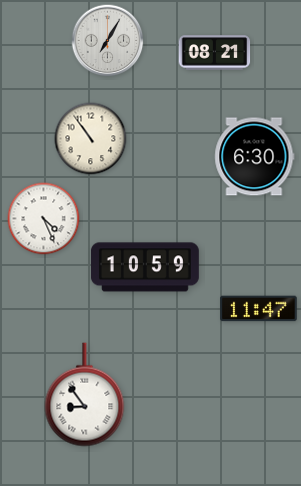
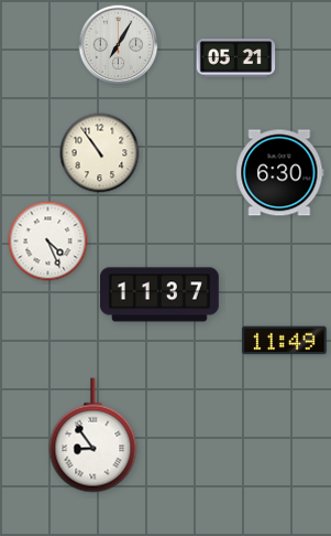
clock at (215, 53): 08:21 -> 05:21
clock at (145, 267): 10:59 -> 11:37
clock at (259, 309): 11:47 -> 11:49
